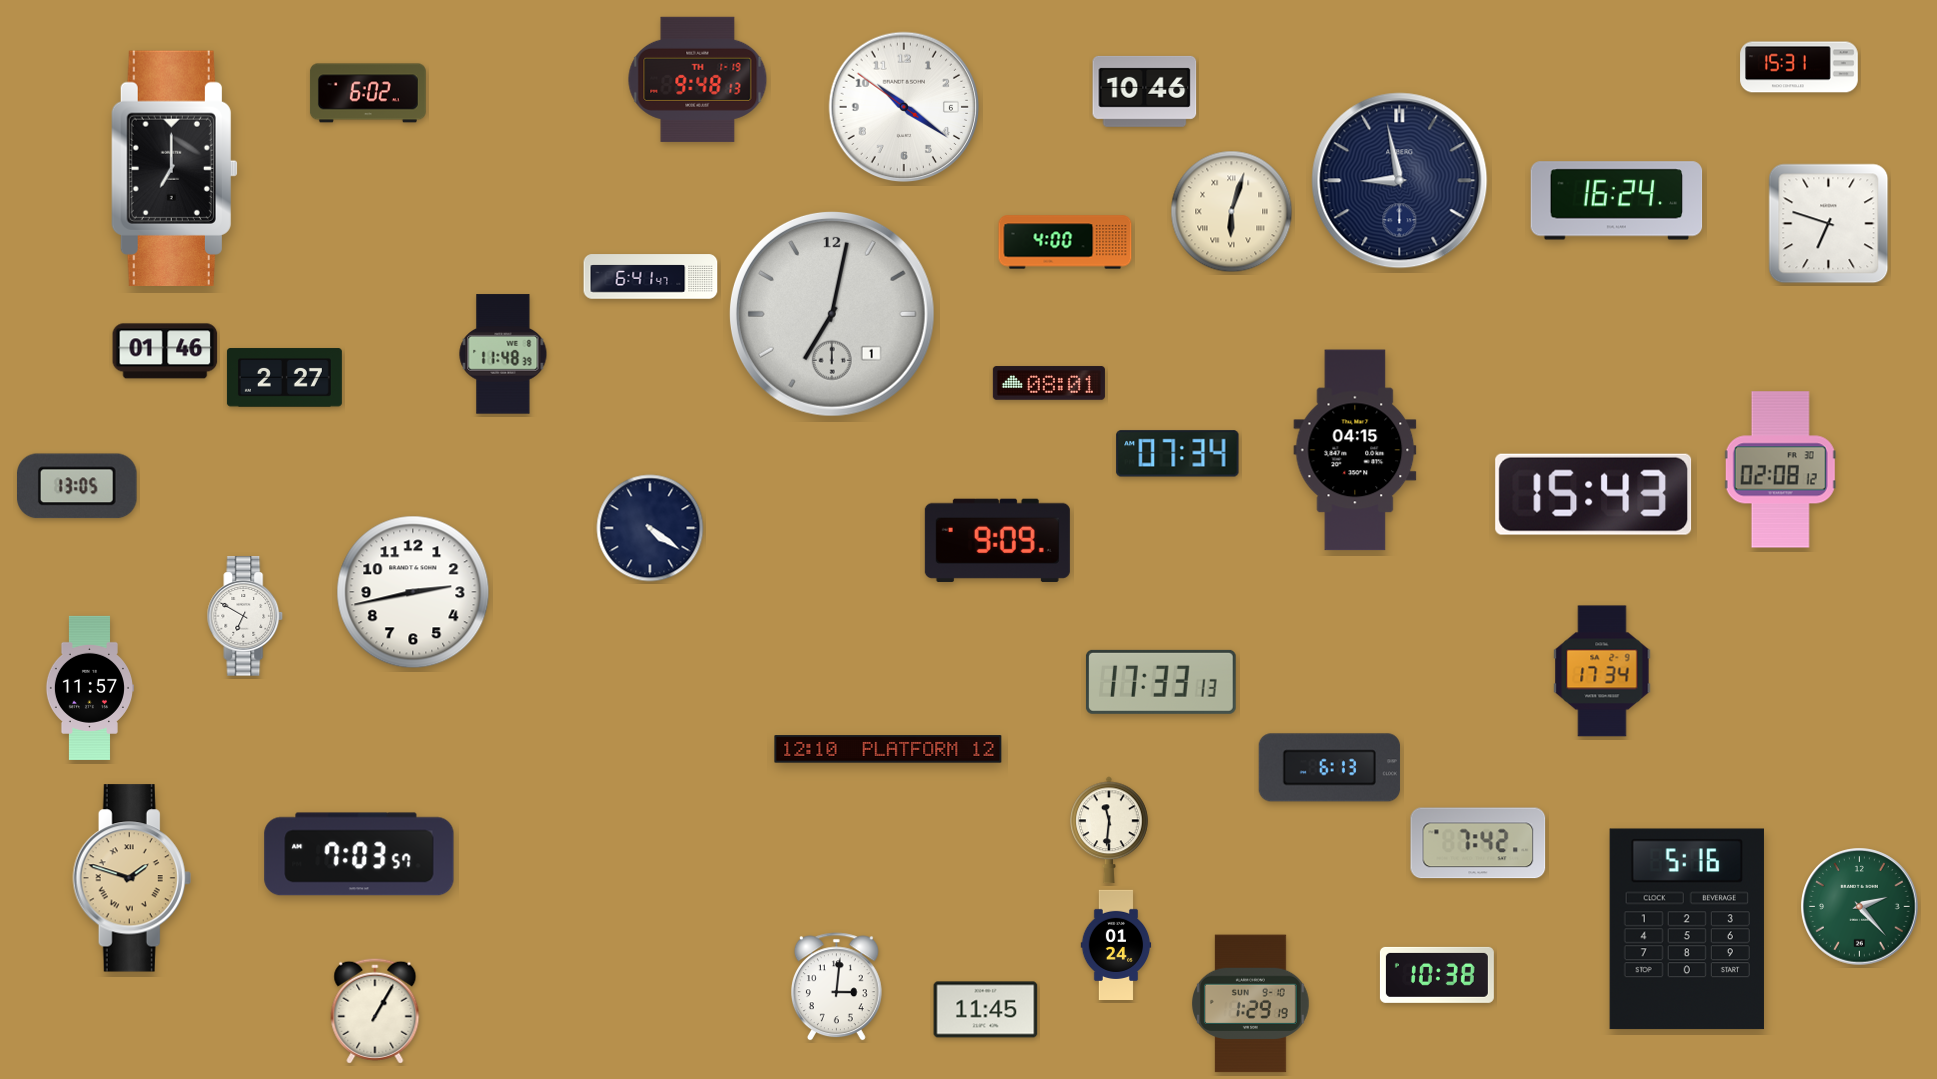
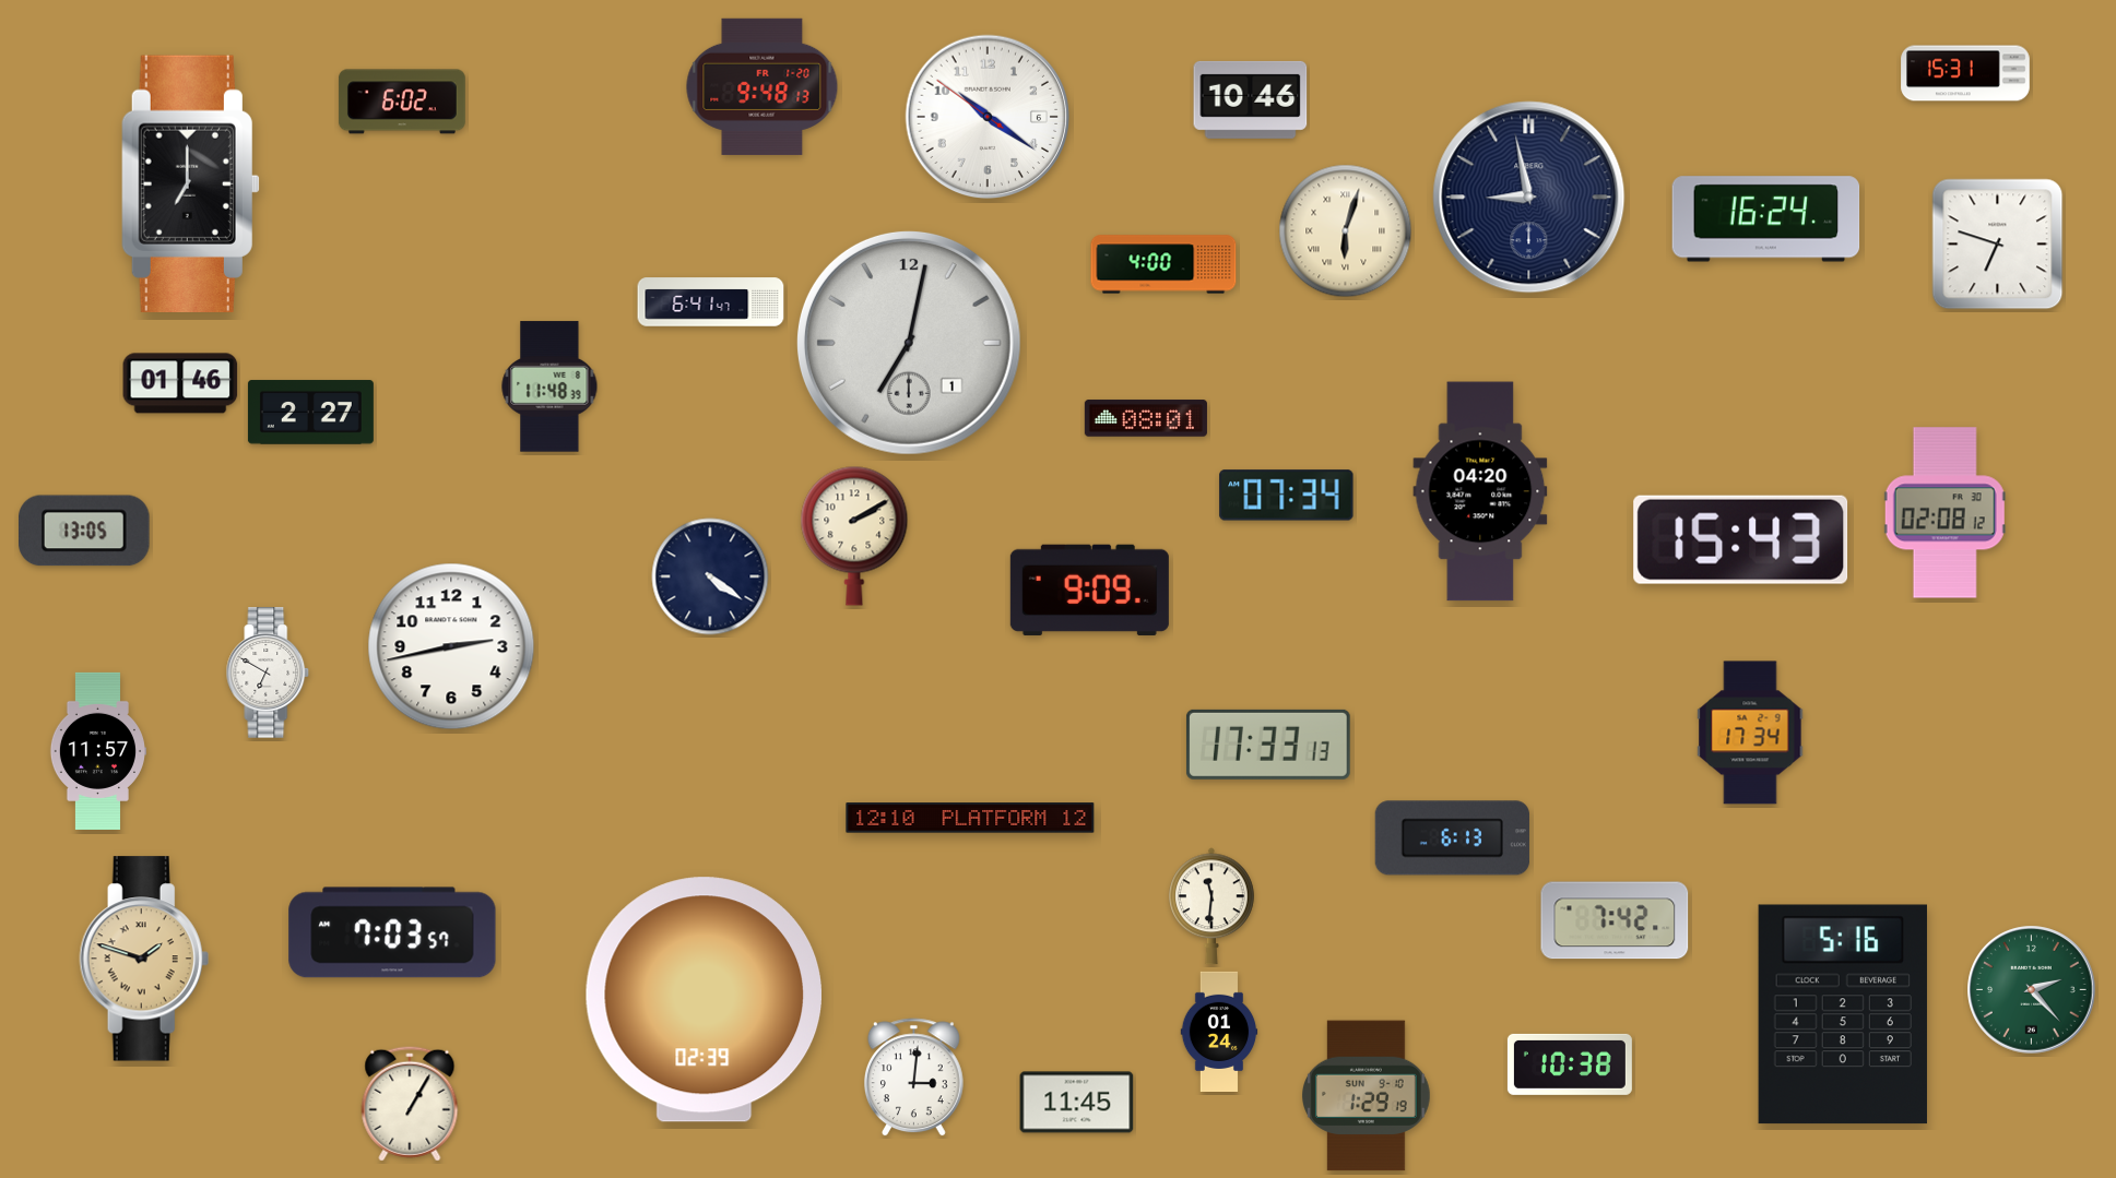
clock at (698, 79) date: TH 1-19 -> FR 1-20
clock at (1355, 450): 04:15 -> 04:20
clock at (854, 536): none -> 2:10
clock at (704, 1000): none -> 02:39
